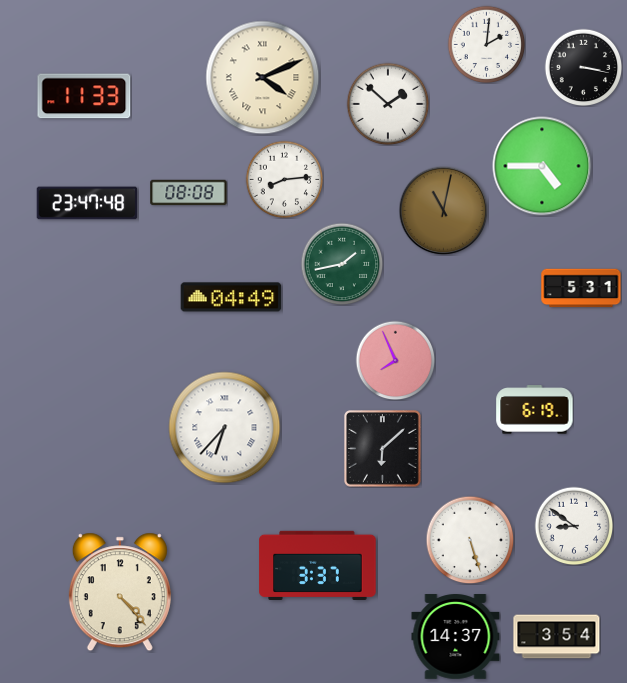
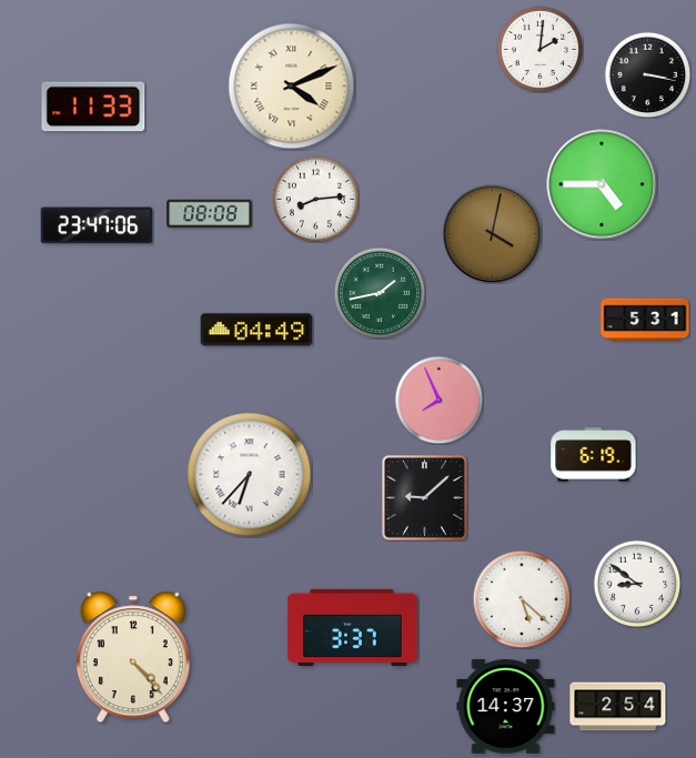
clock at (388, 104): 1:52 -> none
clock at (87, 203): 23:47:48 -> 23:47:06
clock at (443, 210): 11:02 -> 4:02
clock at (383, 449): 6:08 -> 9:08
clock at (470, 540): 5:27 -> 5:22
clock at (557, 637): 3:54 -> 2:54
